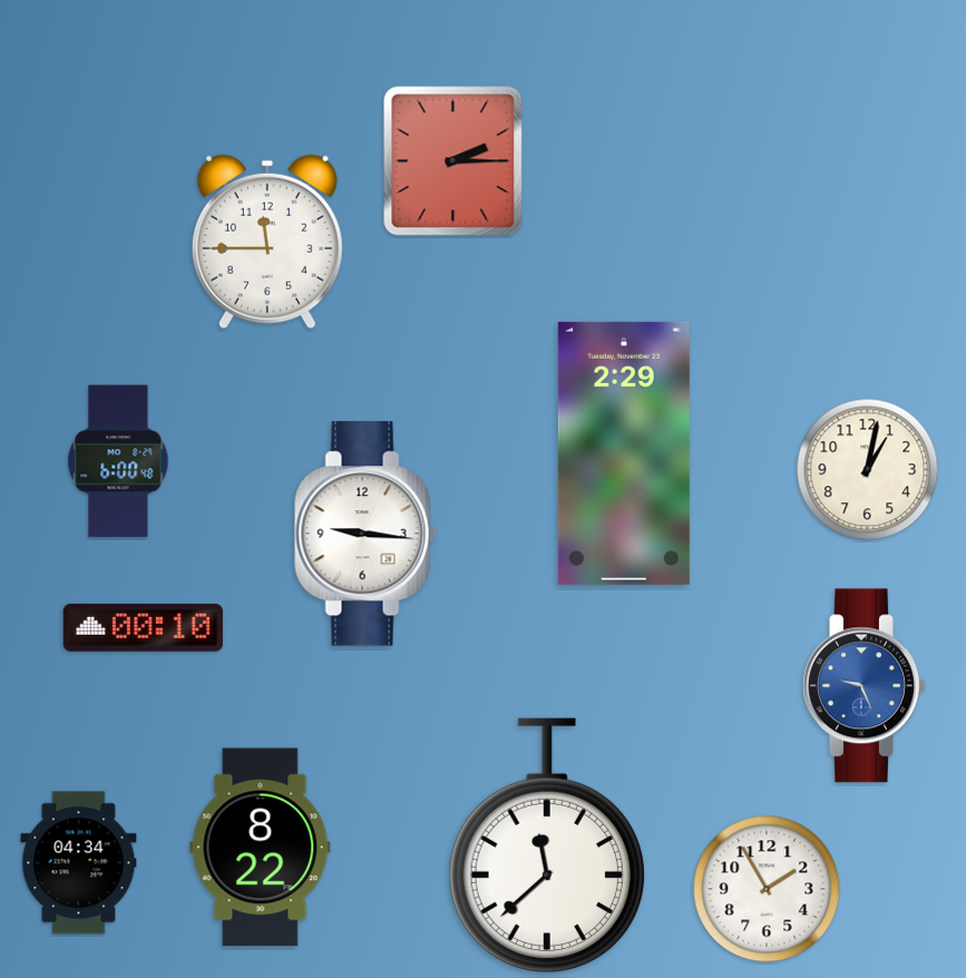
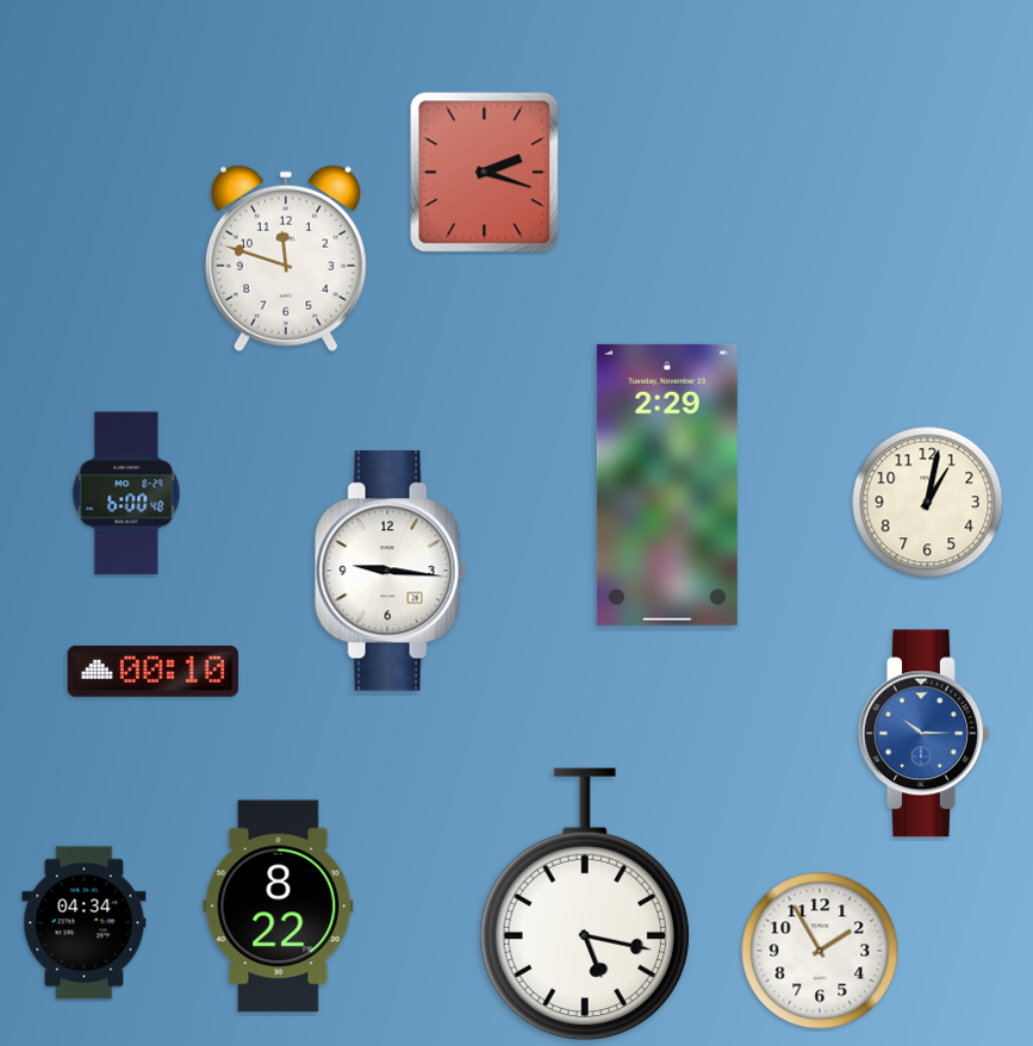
clock at (453, 162): 2:15 -> 2:18
clock at (267, 242): 11:45 -> 11:48
clock at (865, 686): 9:26 -> 10:15
clock at (547, 845): 11:38 -> 5:17
